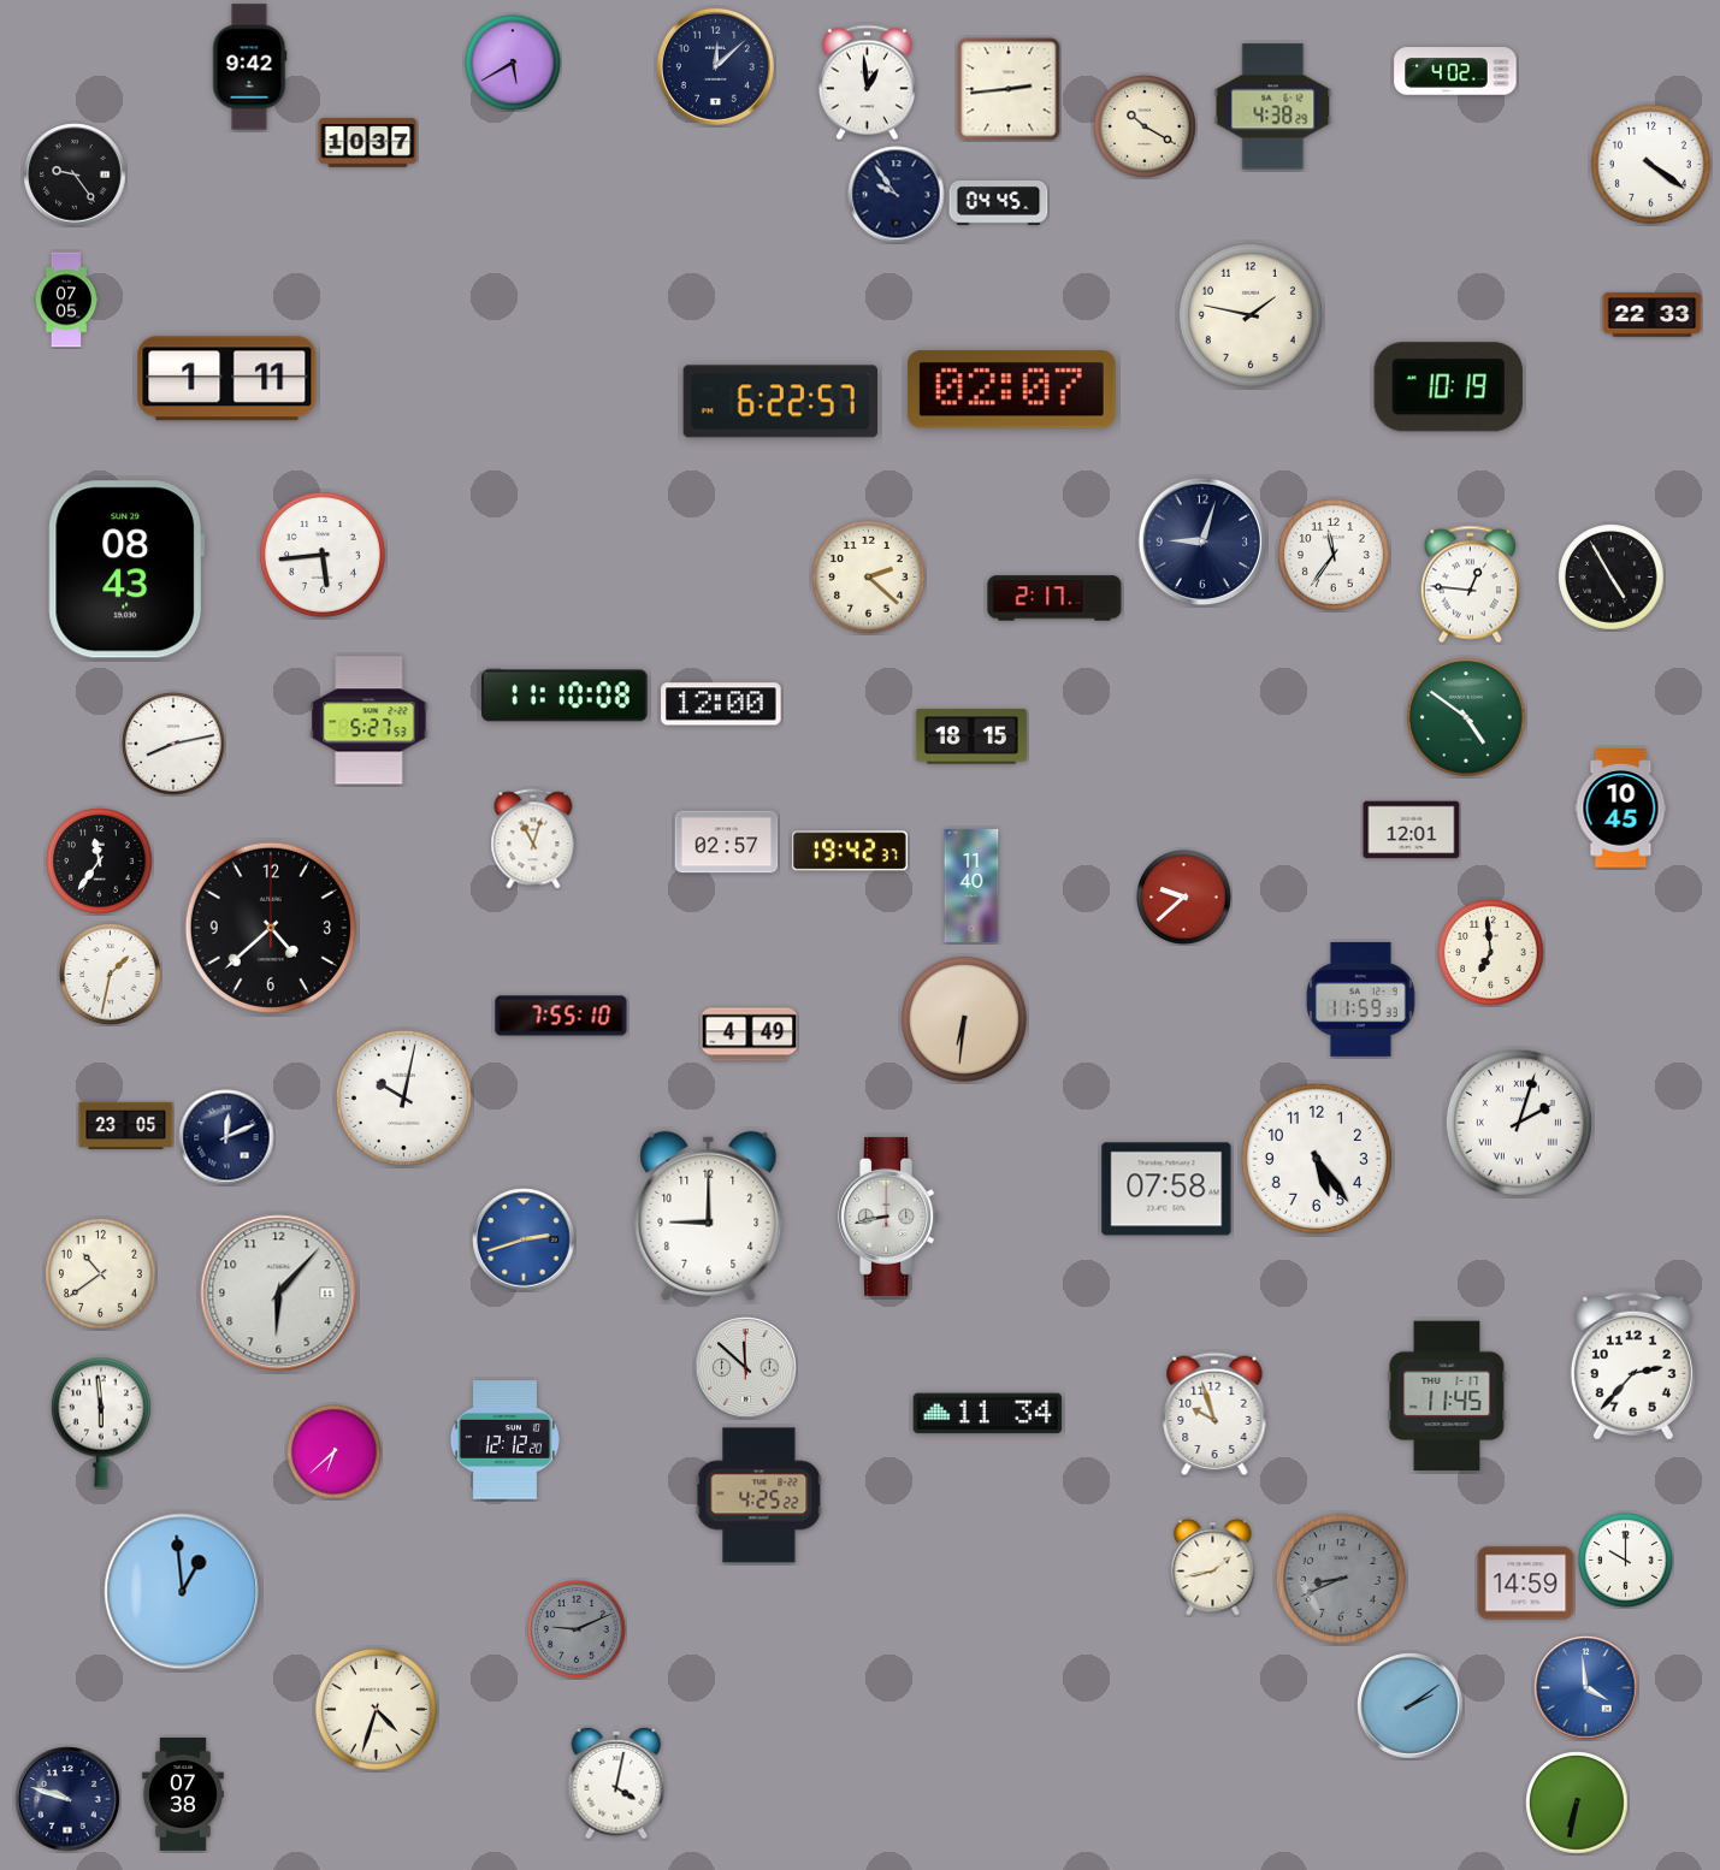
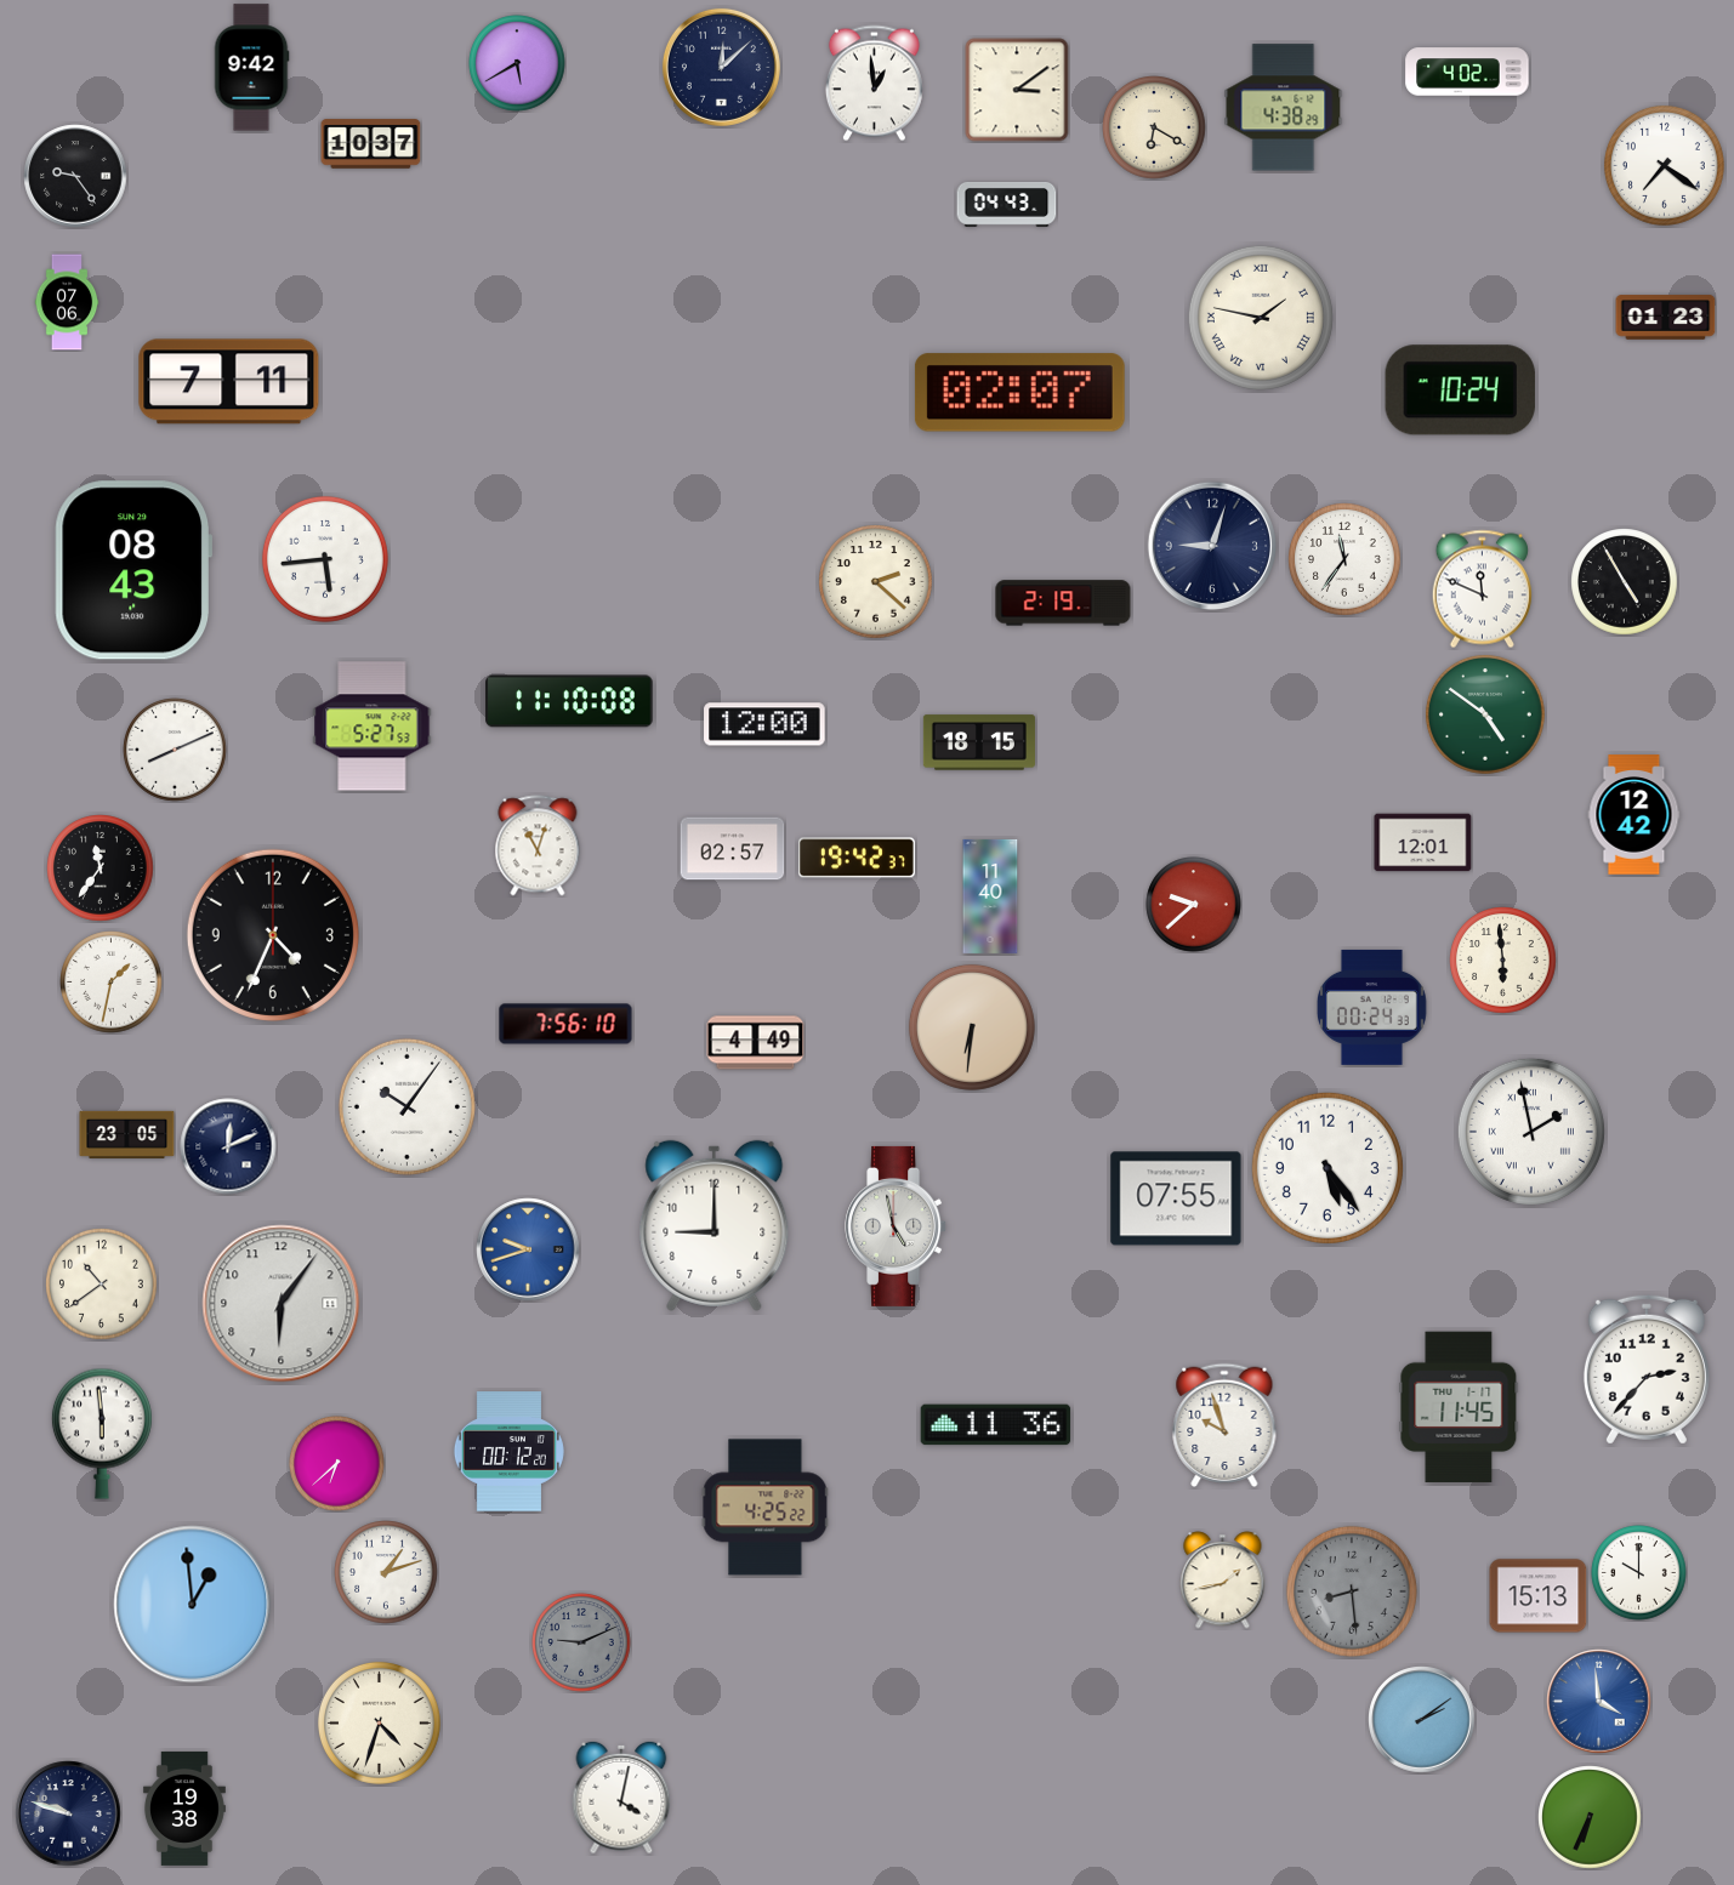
clock at (1009, 89): 2:44 -> 3:09
clock at (1145, 126): 10:20 -> 6:20
clock at (1650, 164): 4:21 -> 7:21
clock at (897, 195): 9:54 -> none
clock at (999, 203): 04:45 -> 04:43
clock at (66, 300): 07:05 -> 07:06
clock at (1251, 315) numerals: Arabic -> Roman
clock at (1653, 315): 22:33 -> 01:23
clock at (227, 379): 1:11 -> 7:11
clock at (1448, 387): 10:19 -> 10:24
clock at (780, 402): 6:22 -> none
clock at (125, 569) position: (125, 569) -> (132, 570)
clock at (1470, 585): 12:46 -> 11:49
clock at (1054, 598): 2:17 -> 2:19
clock at (721, 704) position: (721, 704) -> (764, 724)
clock at (1466, 717) position: (1466, 717) -> (1485, 714)
clock at (173, 744): 8:13 -> 8:11
clock at (1621, 809): 10:45 -> 12:42
clock at (1412, 830) position: (1412, 830) -> (1423, 843)
clock at (971, 886) position: (971, 886) -> (990, 896)
clock at (271, 928): 4:38 -> 4:34
clock at (1491, 953): 6:59 -> 5:59
clock at (1361, 999): 11:59 -> 00:24
clock at (561, 1016): 7:55 -> 7:56
clock at (403, 1097): 10:02 -> 10:06
clock at (1519, 1123): 2:03 -> 1:58
clock at (1166, 1189): 07:58 -> 07:55
clock at (889, 1217): 8:43 -> 4:58
clock at (524, 1239): 2:42 -> 9:42
clock at (279, 1294): 6:07 -> 6:06
clock at (1633, 1366) position: (1633, 1366) -> (1647, 1369)
clock at (746, 1368): 11:52 -> none
clock at (988, 1414): 11:34 -> 11:36
clock at (504, 1440): 12:12 -> 00:12
clock at (386, 1572): none -> 1:12
clock at (1341, 1579): 8:41 -> 8:29
clock at (1526, 1584): 14:59 -> 15:13
clock at (183, 1592) position: (183, 1592) -> (193, 1605)
clock at (183, 1794): 07:38 -> 19:38
clock at (1577, 1803): 6:32 -> 6:34
